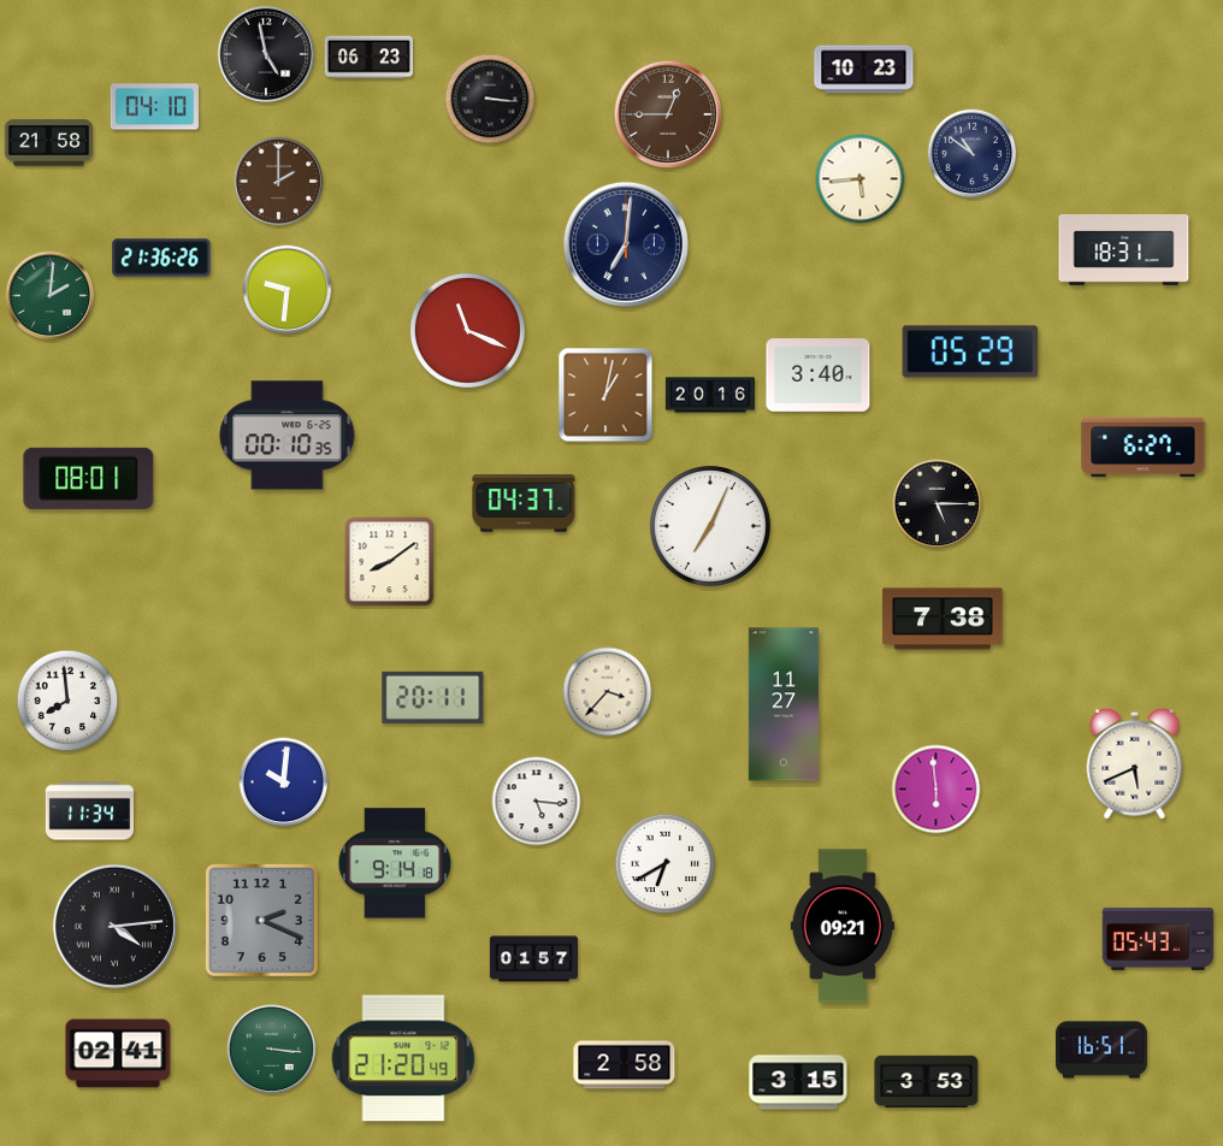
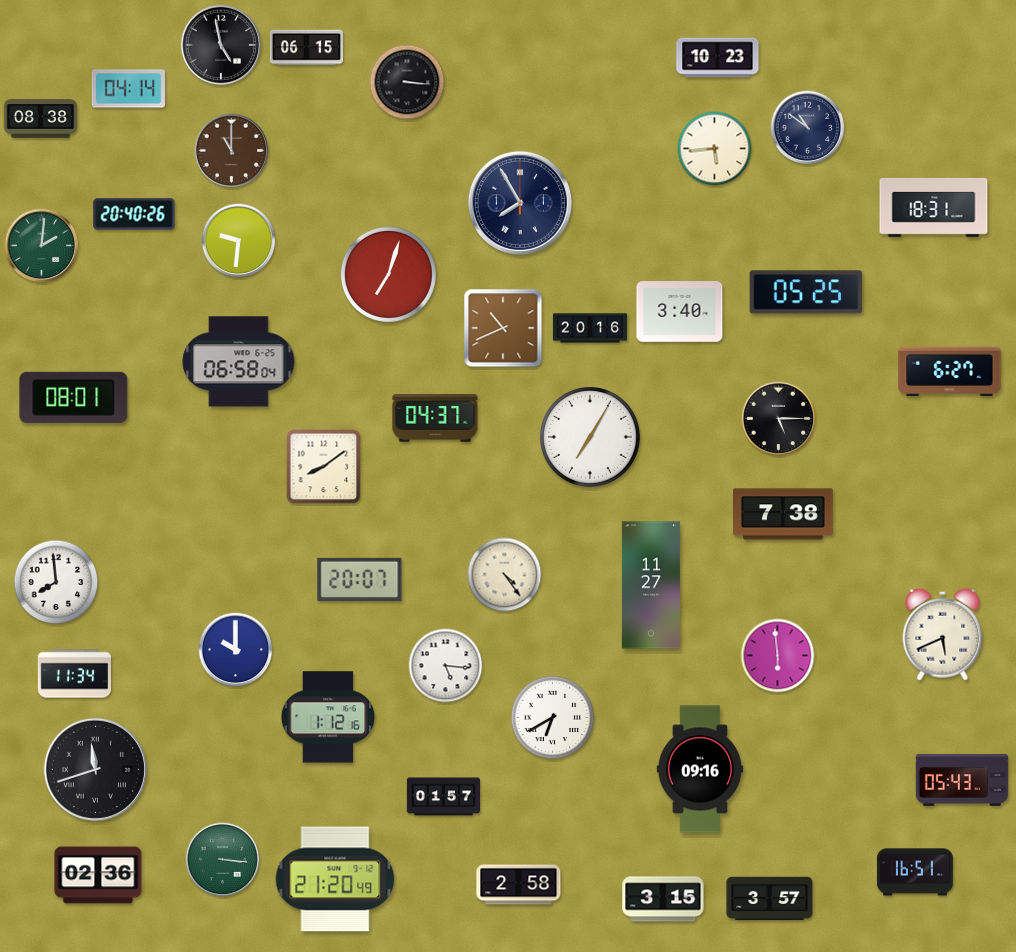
clock at (368, 58): 06:23 -> 06:15
clock at (154, 107): 04:10 -> 04:14
clock at (667, 113): 12:45 -> none
clock at (48, 143): 21:58 -> 08:38
clock at (279, 182): 2:00 -> 11:00
clock at (626, 244): 7:01 -> 7:55
clock at (161, 258): 21:36 -> 20:40
clock at (467, 330): 11:19 -> 7:03
clock at (970, 352): 05:29 -> 05:25
clock at (605, 395): 1:02 -> 10:41
clock at (288, 436): 00:10 -> 06:58
clock at (710, 526): 7:04 -> 7:05
clock at (608, 692): 3:37 -> 4:24
clock at (433, 697): 20:11 -> 20:07
clock at (284, 782): 10:01 -> 10:00
clock at (395, 863): 9:14 -> 1:12
clock at (261, 920): 2:19 -> none
clock at (114, 926): 4:14 -> 11:42
clock at (843, 926): 09:21 -> 09:16
clock at (272, 1050) position: (272, 1050) -> (223, 860)
clock at (118, 1053): 02:41 -> 02:36
clock at (927, 1082): 3:53 -> 3:57
